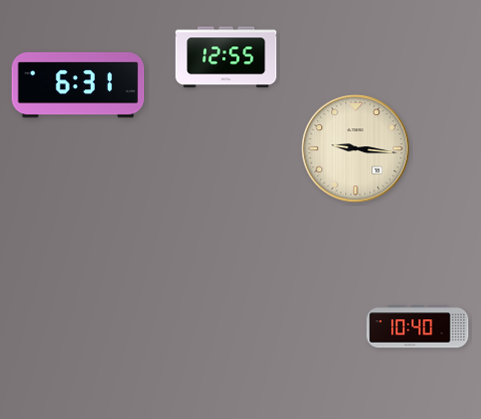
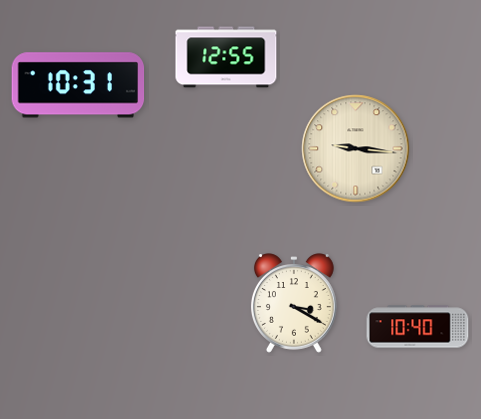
clock at (78, 85): 6:31 -> 10:31
clock at (294, 303): none -> 3:20
